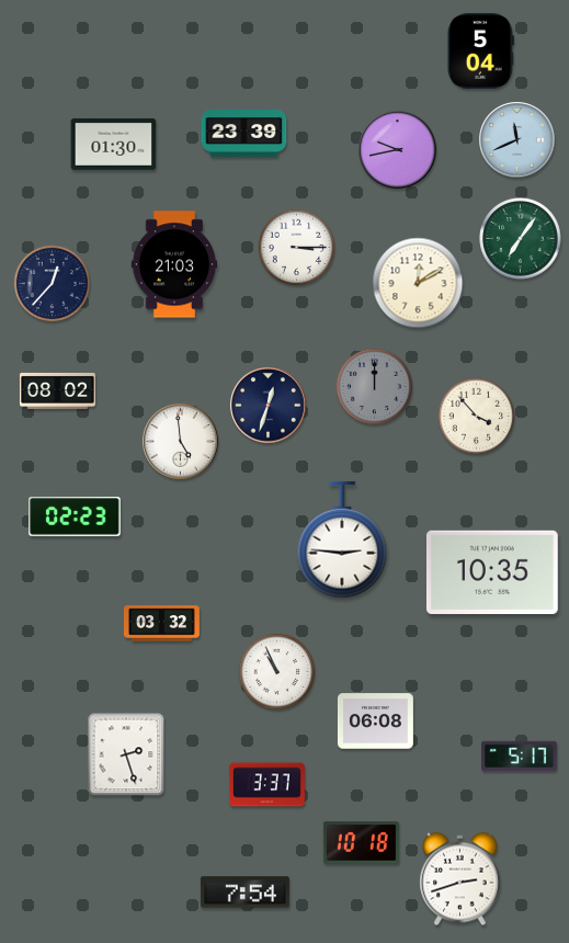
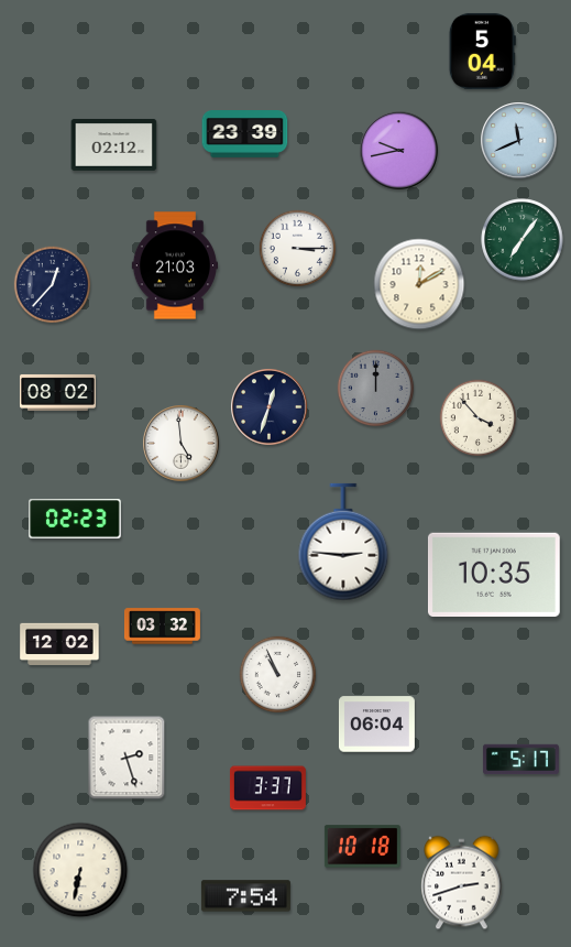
clock at (114, 144): 01:30 -> 02:12
clock at (59, 643): none -> 12:02
clock at (375, 722): 06:08 -> 06:04
clock at (80, 870): none -> 6:32
